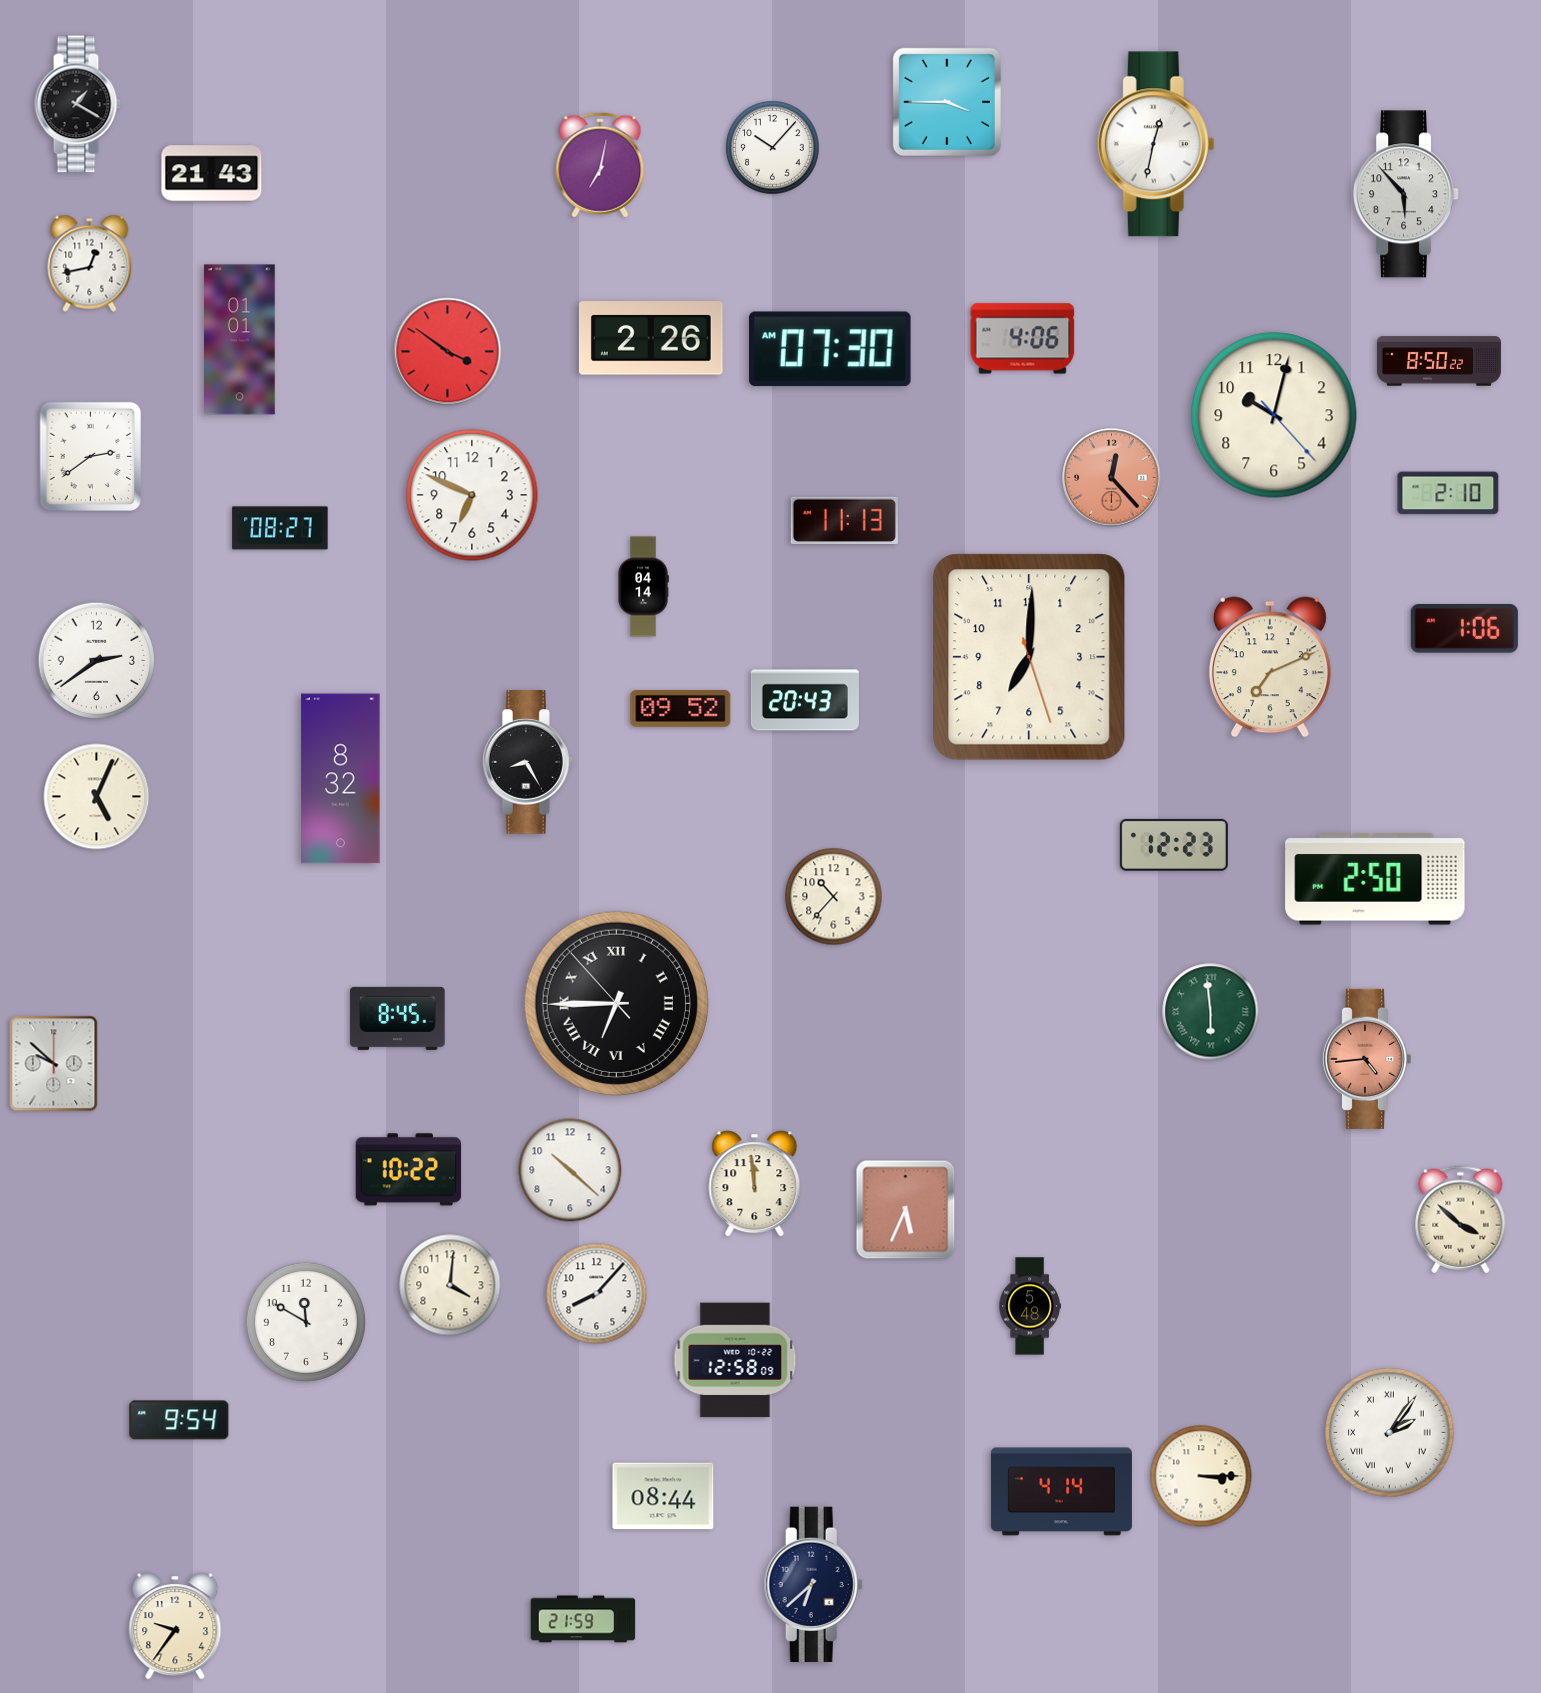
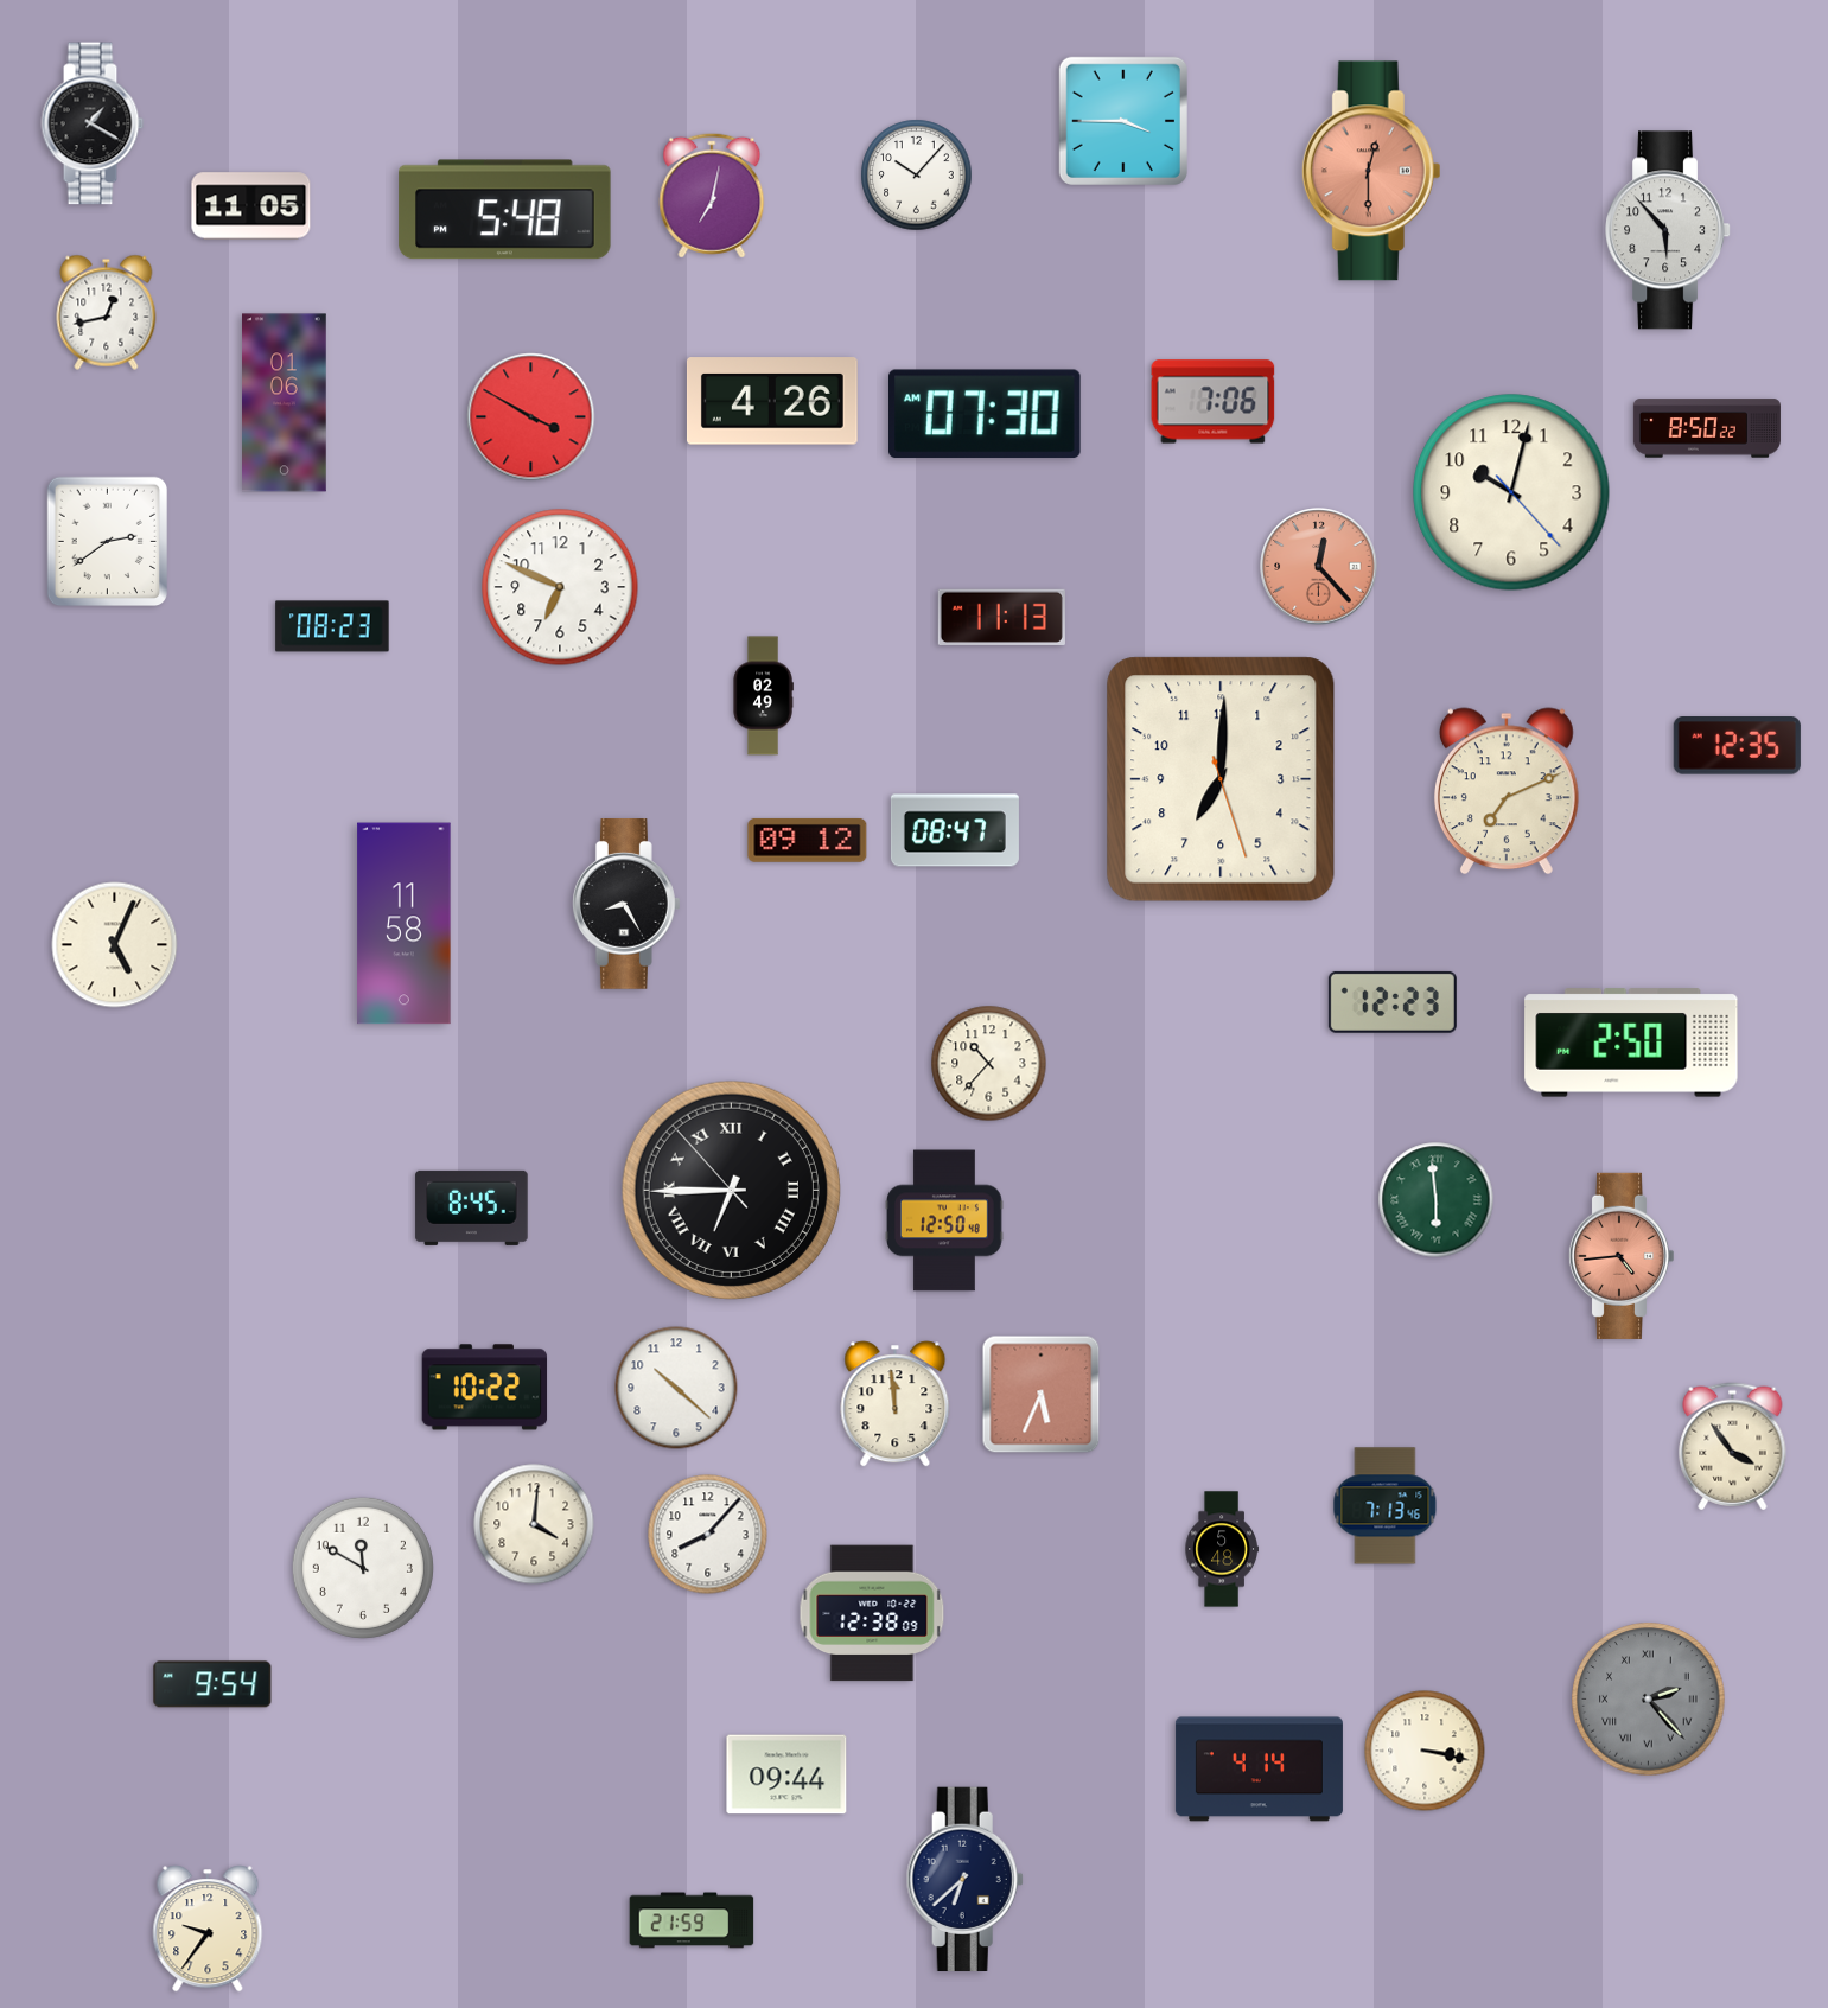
clock at (1156, 144): 12:32 -> 12:30
clock at (1156, 144) dial: white -> salmon
clock at (212, 174): 21:43 -> 11:05
clock at (505, 210): none -> 5:48
clock at (651, 338): 2:26 -> 4:26
clock at (1023, 339): 4:06 -> 7:06
clock at (240, 340): 01:01 -> 01:06
clock at (448, 352): 3:51 -> 3:50
clock at (1448, 493): 2:10 -> none
clock at (280, 528): 08:27 -> 08:23
clock at (643, 587): 04:14 -> 02:49
clock at (1464, 629): 1:06 -> 12:35
clock at (96, 660): 2:39 -> none
clock at (805, 700): 20:43 -> 08:47
clock at (681, 708): 09:52 -> 09:12
clock at (341, 779): 8:32 -> 11:58
clock at (945, 1220): none -> 12:50
clock at (54, 1064): 9:52 -> none
clock at (906, 1210) position: (906, 1210) -> (1042, 1395)
clock at (1461, 1220): 3:52 -> 3:54
clock at (1386, 1506): none -> 7:13
clock at (735, 1360): 12:58 -> 12:38
clock at (1390, 1433): 2:06 -> 2:23
clock at (1390, 1433) dial: white -> grey
clock at (1201, 1476): 3:15 -> 3:17
clock at (663, 1496): 08:44 -> 09:44
